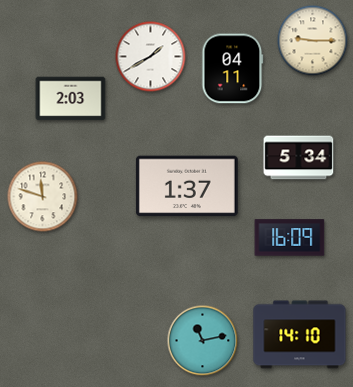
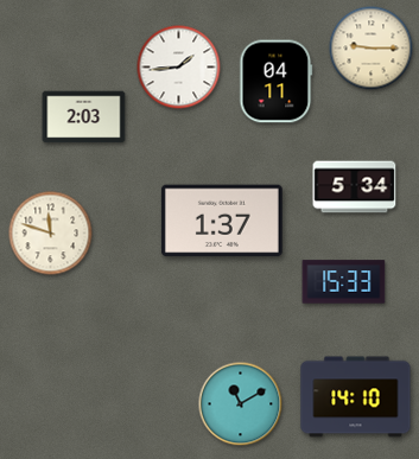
clock at (151, 57): 1:40 -> 1:44
clock at (290, 238): 16:09 -> 15:33
clock at (203, 341): 11:13 -> 11:10
